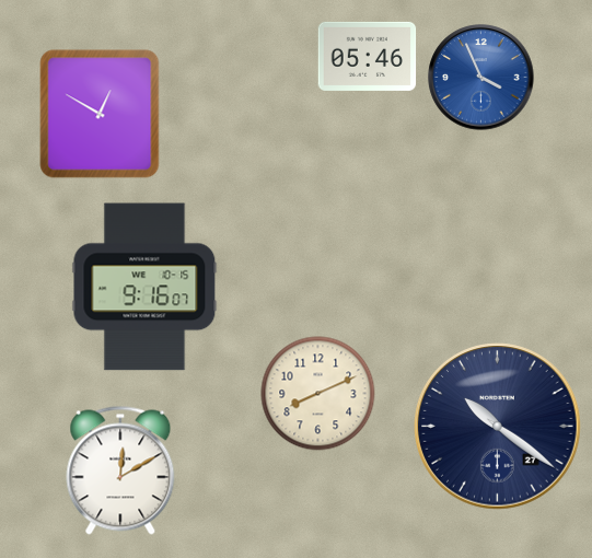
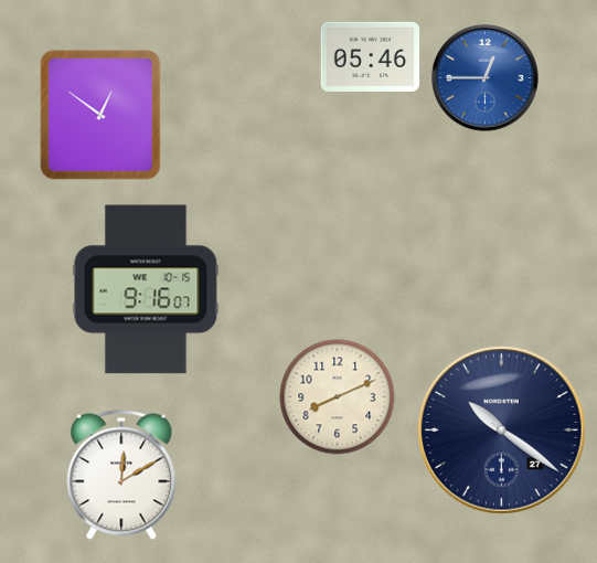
clock at (481, 78): 3:56 -> 12:45
clock at (100, 114): 12:50 -> 12:51
clock at (318, 394) position: (318, 394) -> (338, 397)
